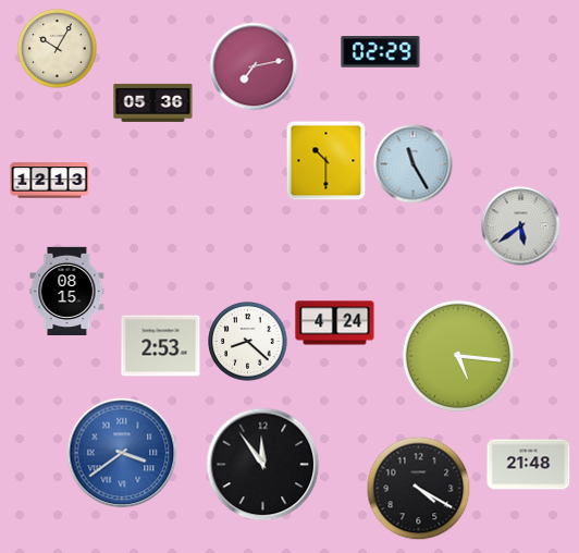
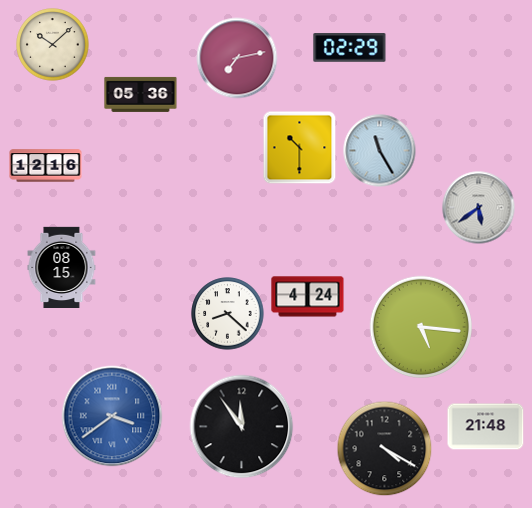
clock at (58, 49): 10:05 -> 10:08
clock at (254, 66) position: (254, 66) -> (237, 58)
clock at (50, 181): 12:13 -> 12:16
clock at (161, 346): 2:53 -> none
